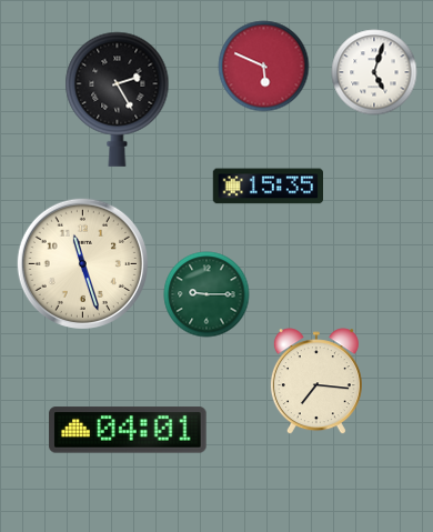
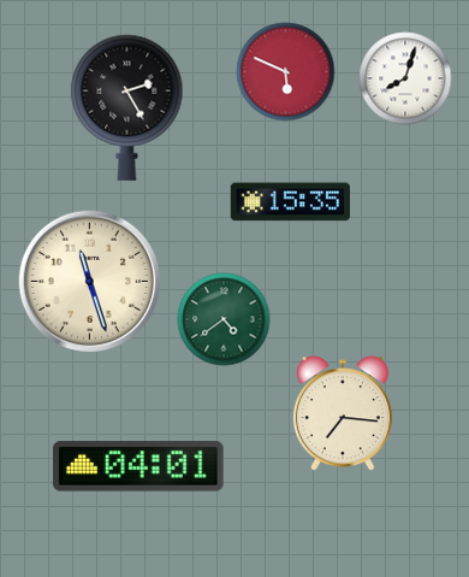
clock at (374, 72): 5:03 -> 8:03
clock at (82, 263) position: (82, 263) -> (89, 281)
clock at (207, 294): 9:15 -> 4:39
